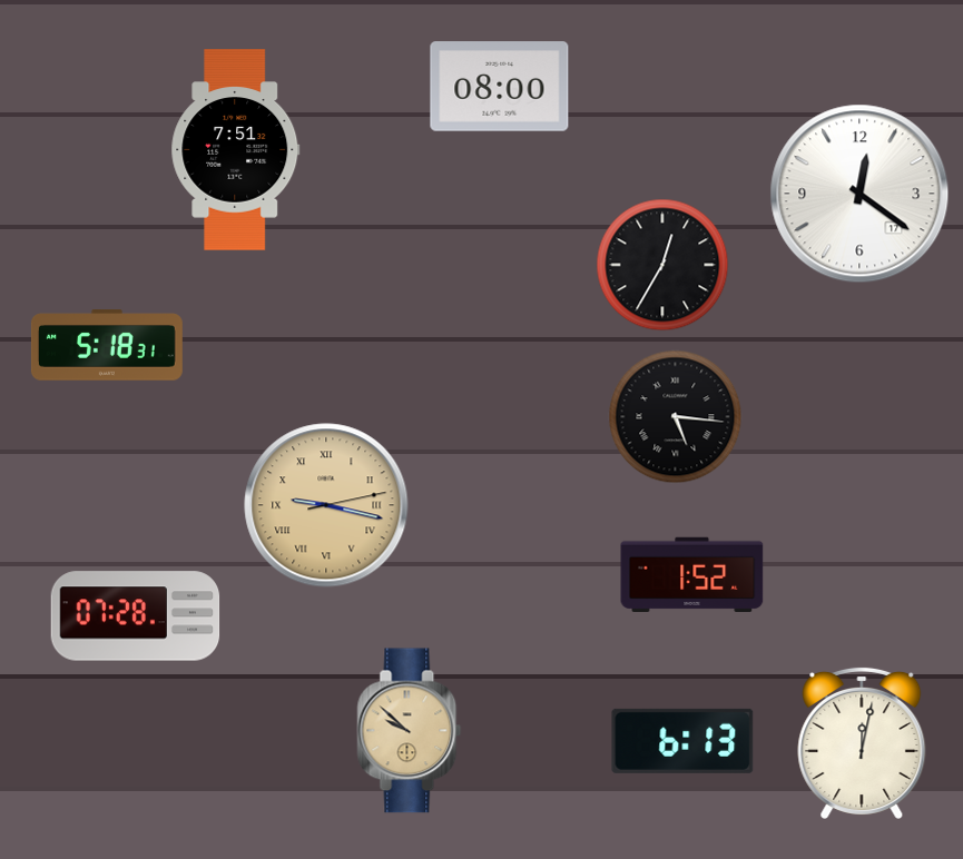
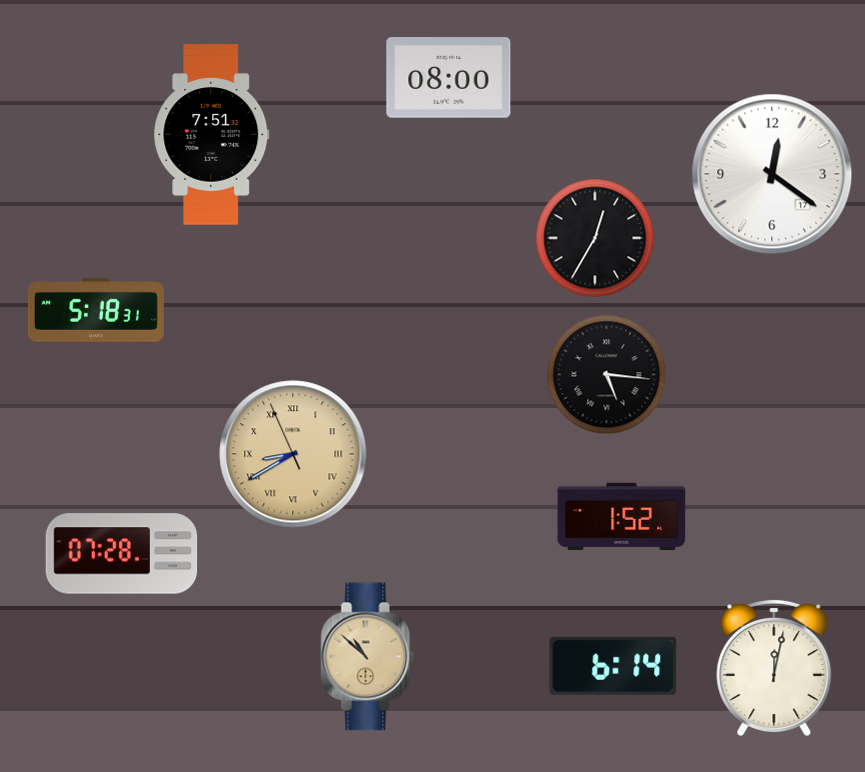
clock at (326, 505): 9:17 -> 8:39
clock at (410, 731): 9:52 -> 10:52
clock at (682, 741): 6:13 -> 6:14
